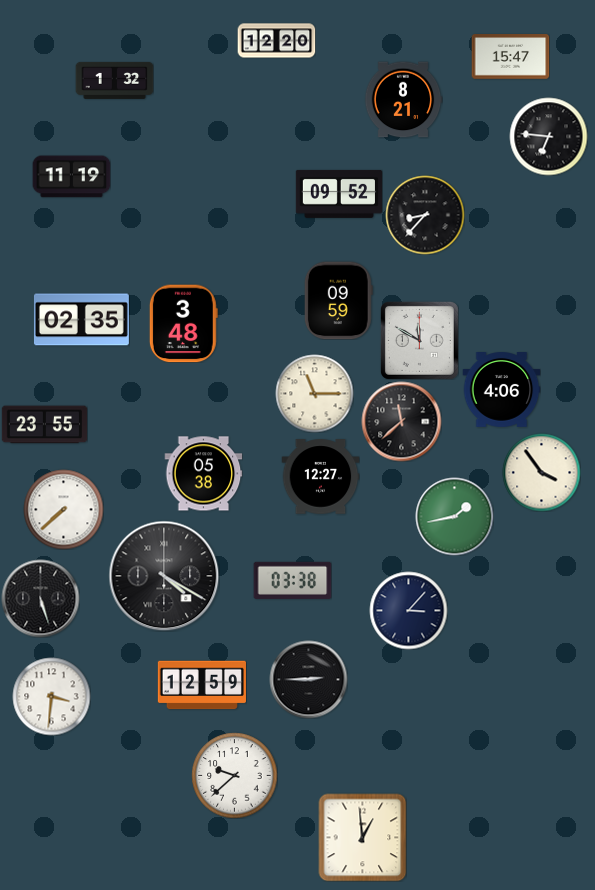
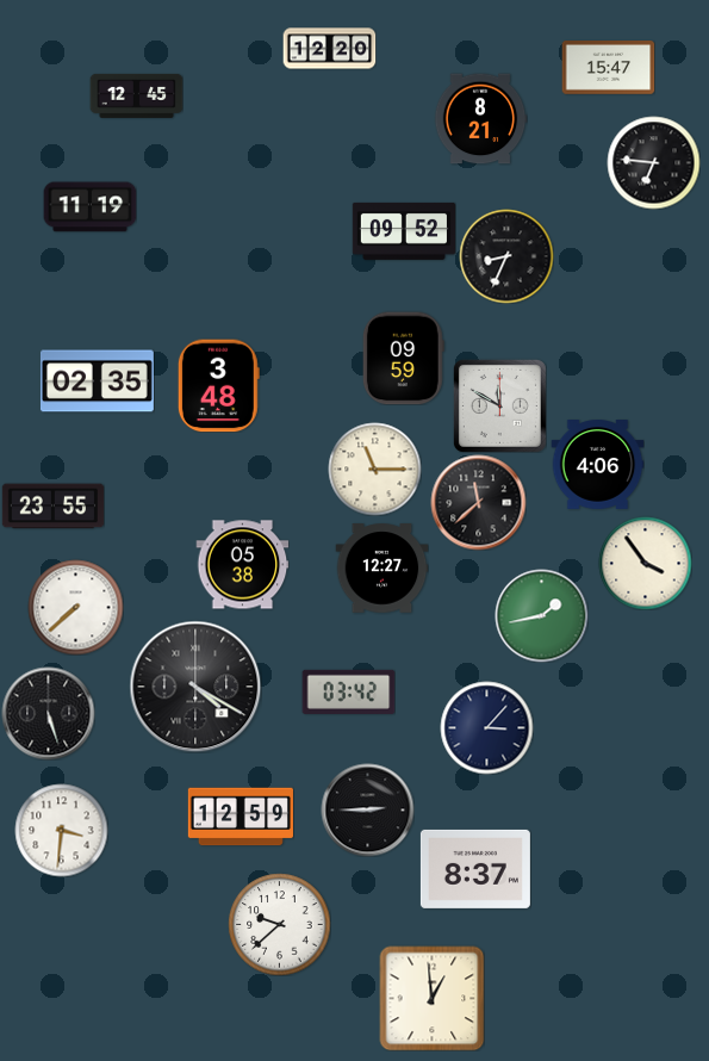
clock at (114, 80): 1:32 -> 12:45
clock at (71, 177) position: (71, 177) -> (89, 207)
clock at (425, 215): 8:37 -> 8:34
clock at (292, 580): 03:38 -> 03:42
clock at (475, 869): none -> 8:37
